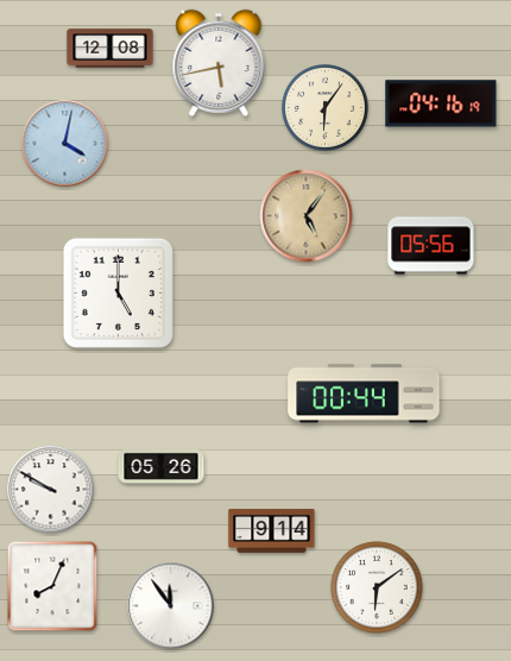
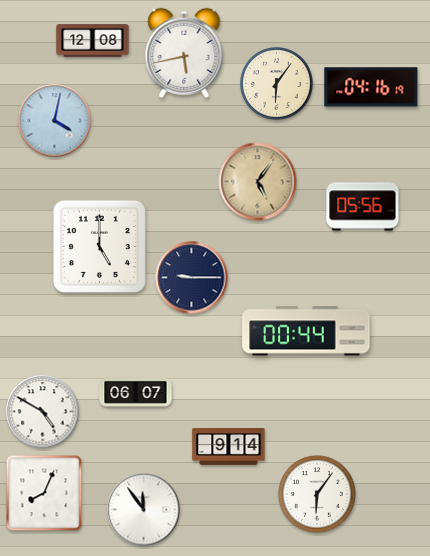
clock at (326, 108) position: (326, 108) -> (277, 84)
clock at (192, 278): none -> 9:15
clock at (162, 467): 05:26 -> 06:07
clock at (51, 490): 9:50 -> 4:50
clock at (377, 587): 6:09 -> 6:06
